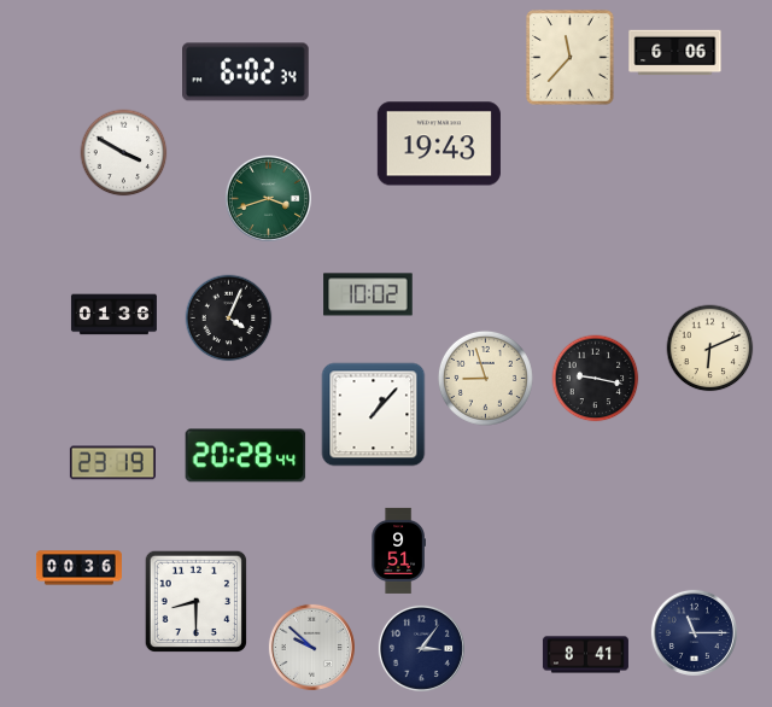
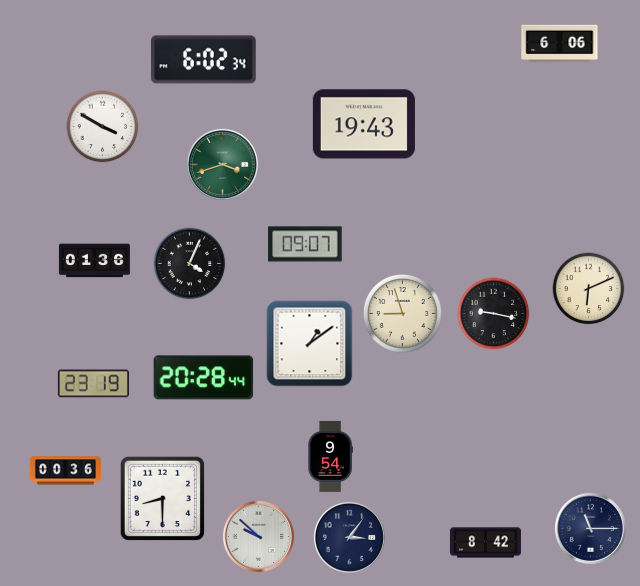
clock at (571, 58): 11:37 -> none
clock at (439, 144) position: (439, 144) -> (364, 124)
clock at (368, 294): 10:02 -> 09:07
clock at (374, 415): 1:07 -> 1:09
clock at (398, 550): 9:51 -> 9:54
clock at (694, 632) position: (694, 632) -> (590, 528)
clock at (585, 655): 8:41 -> 8:42
